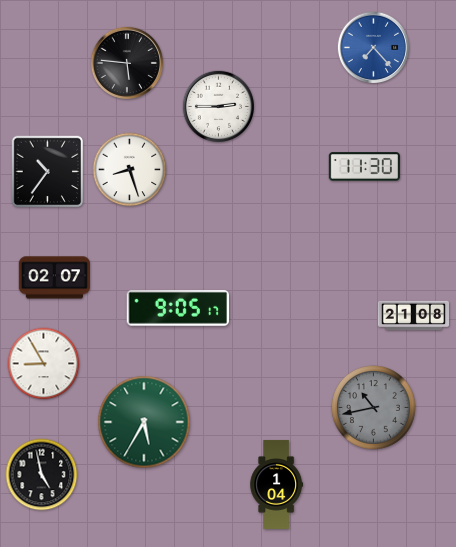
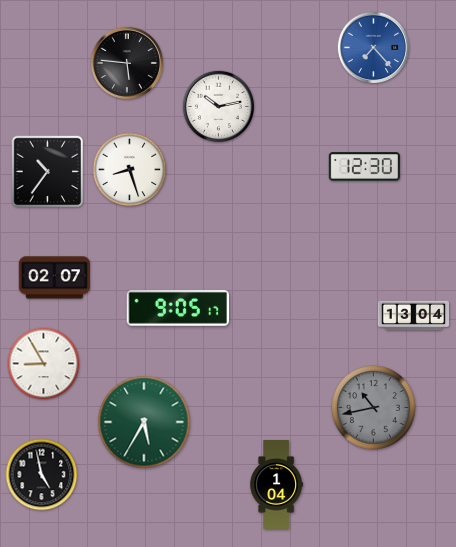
clock at (218, 106): 2:45 -> 10:13
clock at (364, 167): 11:30 -> 12:30
clock at (413, 316): 21:08 -> 13:04
